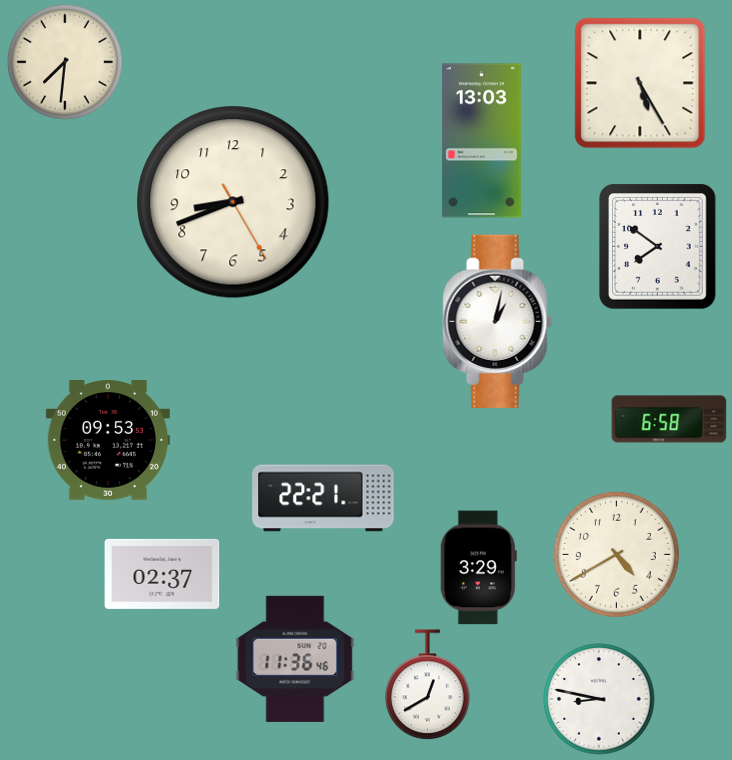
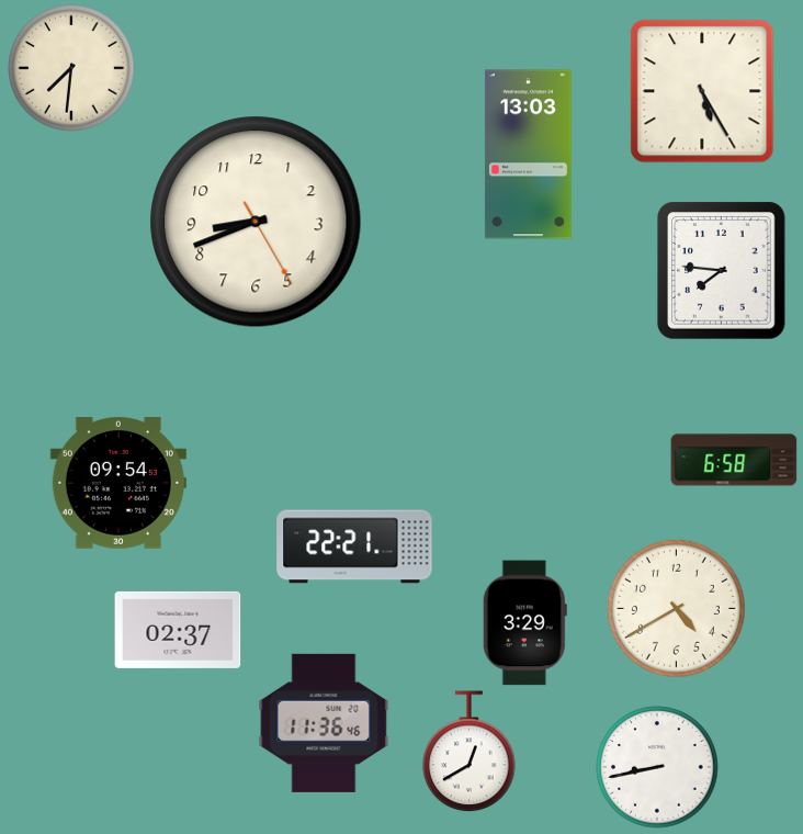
clock at (658, 247): 7:51 -> 7:46
clock at (498, 321): 1:02 -> none
clock at (108, 440): 09:53 -> 09:54
clock at (599, 699): 8:47 -> 8:43
